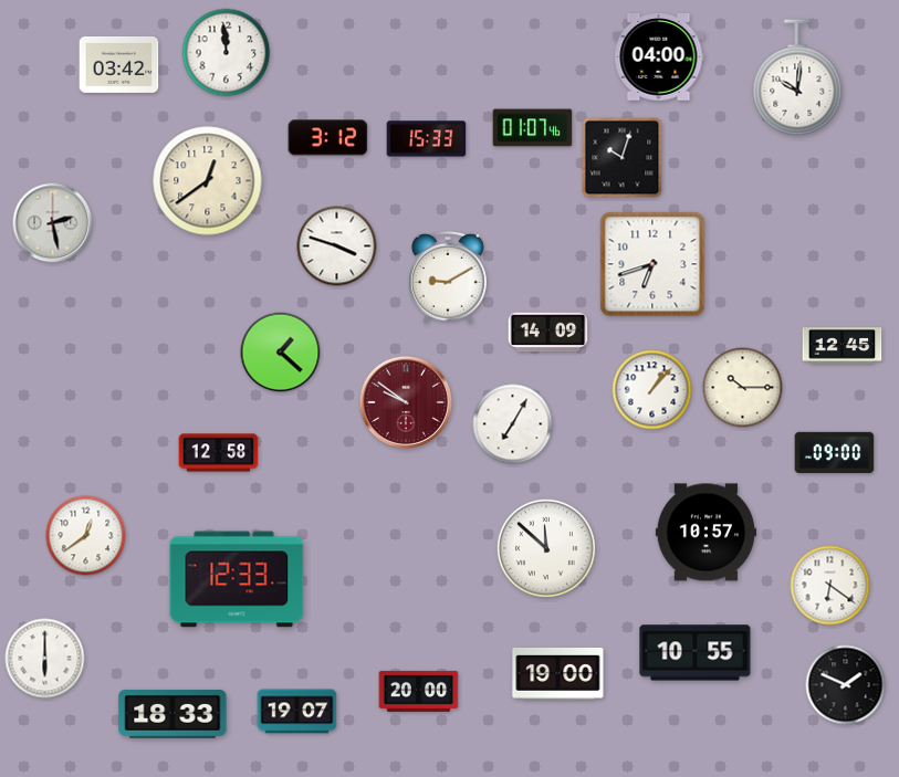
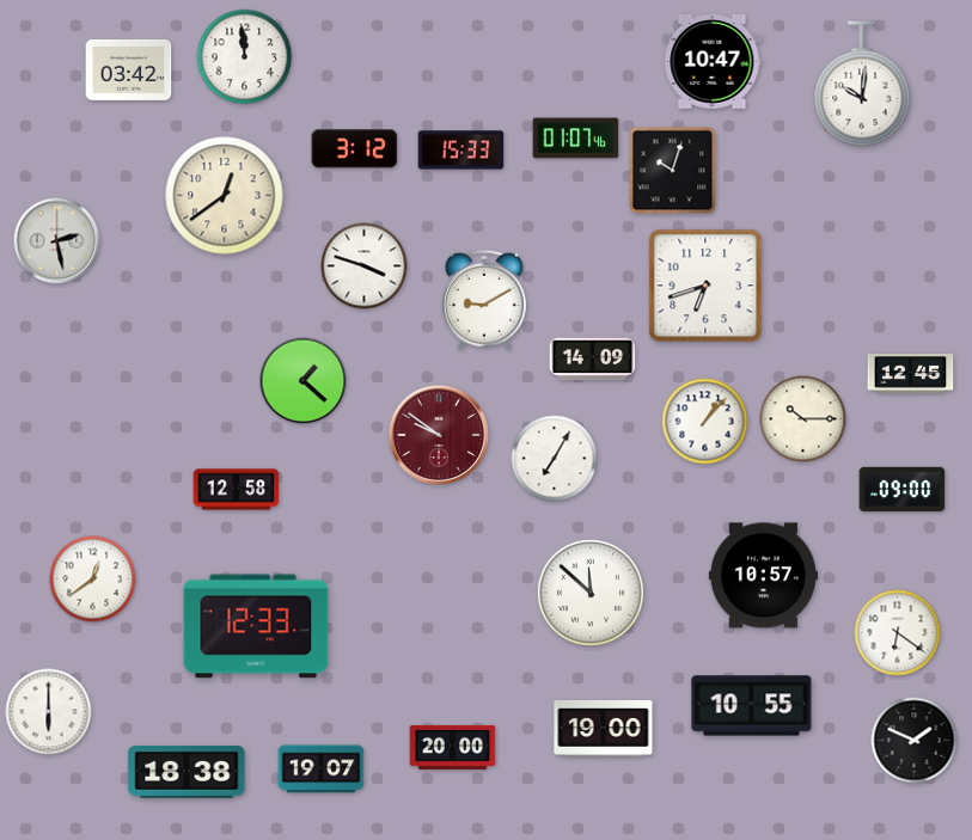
clock at (659, 57): 04:00 -> 10:47
clock at (173, 715): 18:33 -> 18:38
